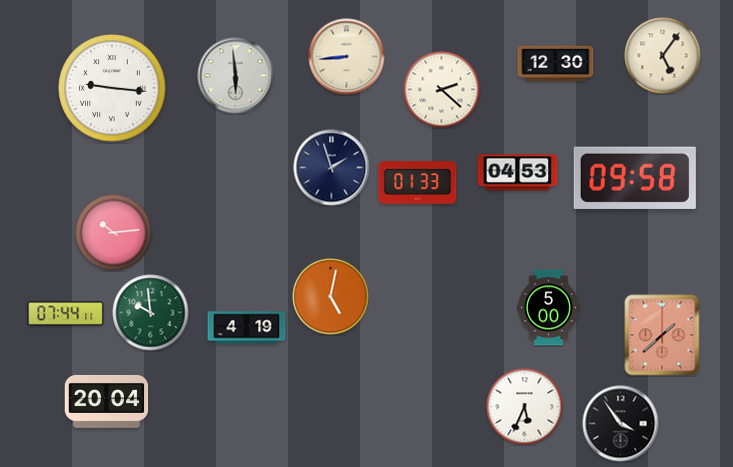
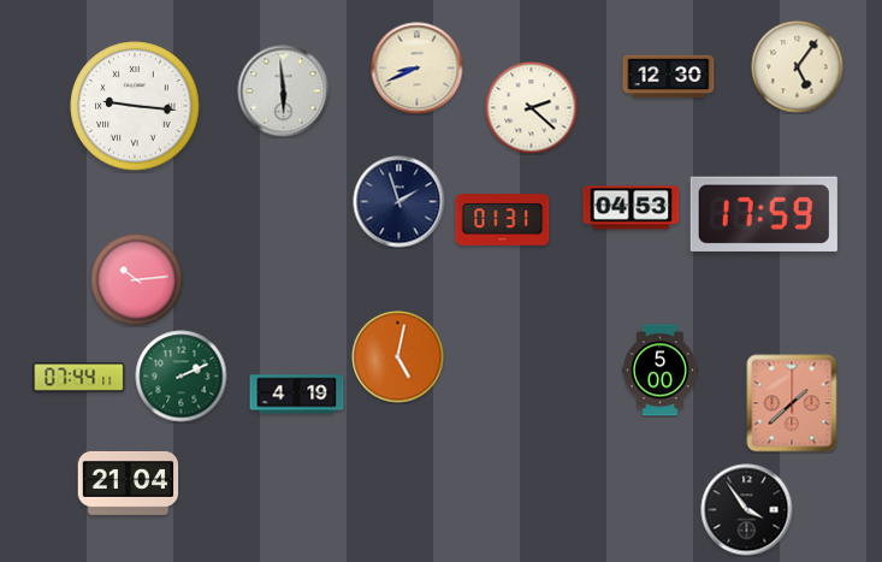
clock at (347, 57): 8:44 -> 8:41
clock at (518, 173) position: (518, 173) -> (632, 208)
clock at (635, 178): 09:58 -> 17:59
clock at (418, 183): 01:33 -> 01:31
clock at (151, 313): 9:59 -> 2:11
clock at (662, 335) position: (662, 335) -> (792, 403)
clock at (107, 402): 20:04 -> 21:04
clock at (525, 407): 5:34 -> none
